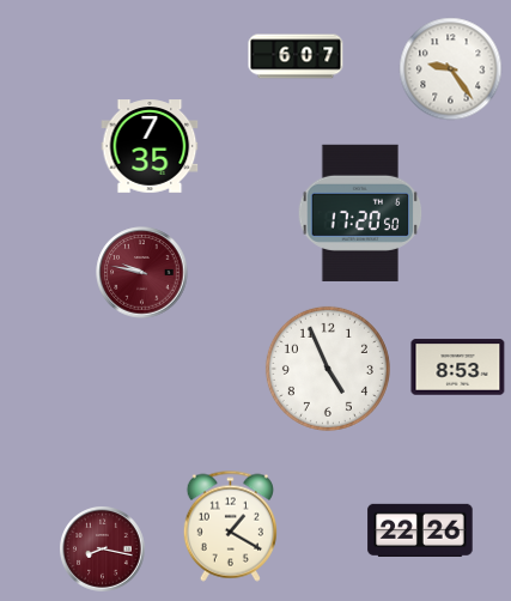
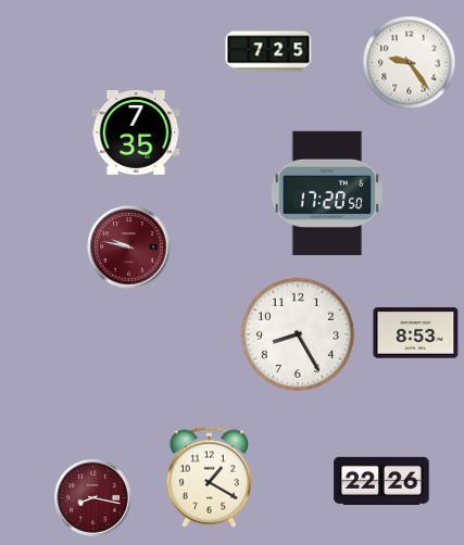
clock at (296, 56): 6:07 -> 7:25
clock at (328, 369): 4:56 -> 8:25
